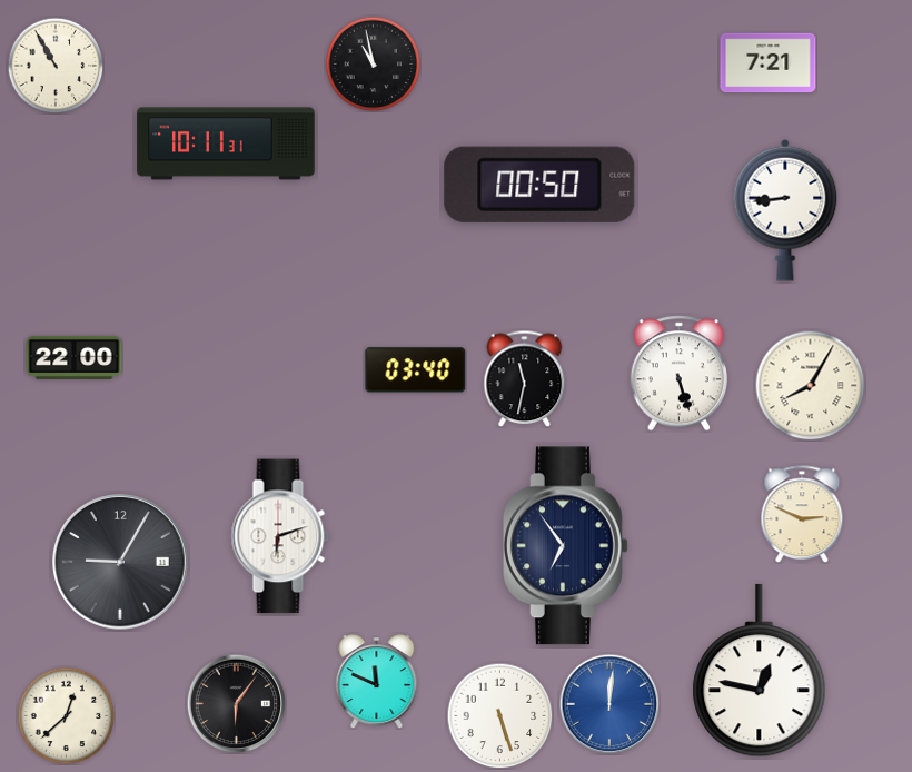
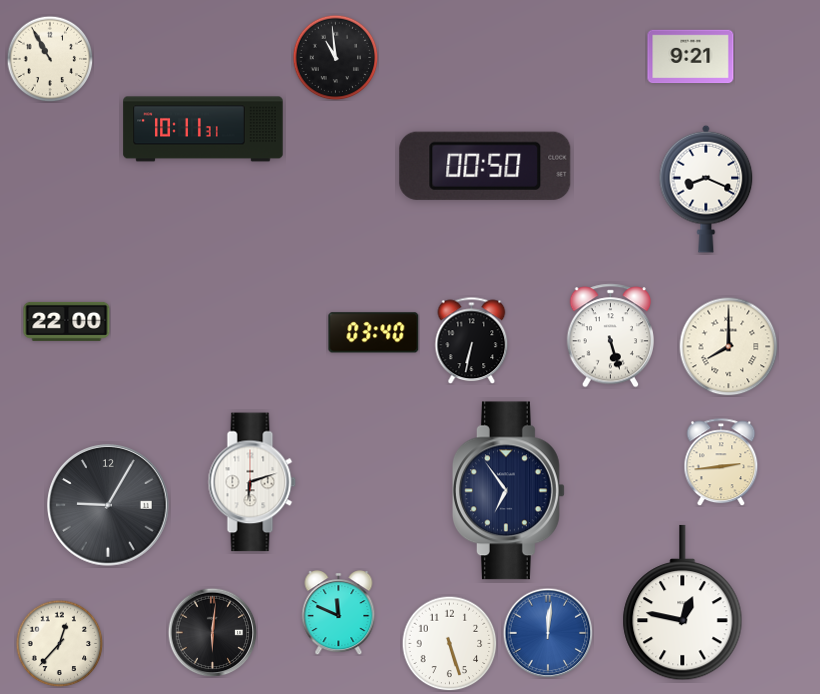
clock at (373, 63): 10:58 -> 10:59
clock at (769, 63): 7:21 -> 9:21
clock at (785, 210): 8:44 -> 8:19
clock at (525, 378): 11:32 -> 6:32
clock at (811, 386): 8:05 -> 8:00
clock at (802, 514): 2:49 -> 2:44
clock at (236, 703): 6:06 -> 6:01
clock at (66, 715): 12:38 -> 12:37
